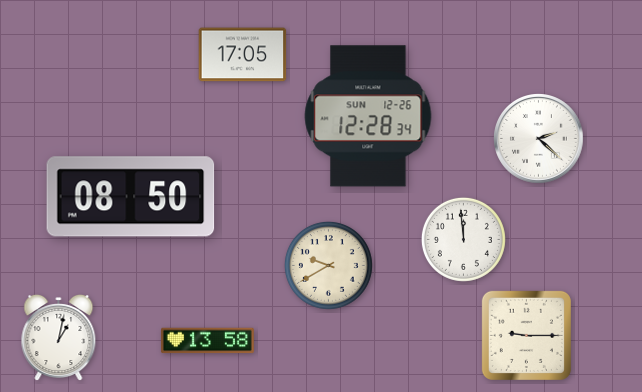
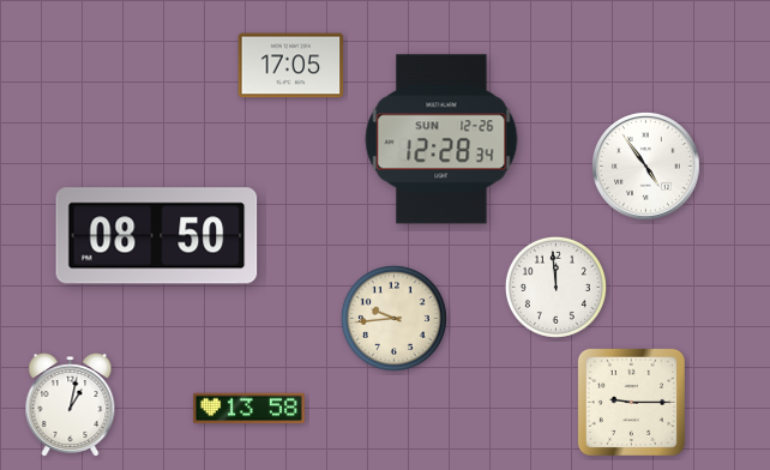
clock at (539, 139): 2:22 -> 4:54
clock at (328, 265): 9:40 -> 9:44
